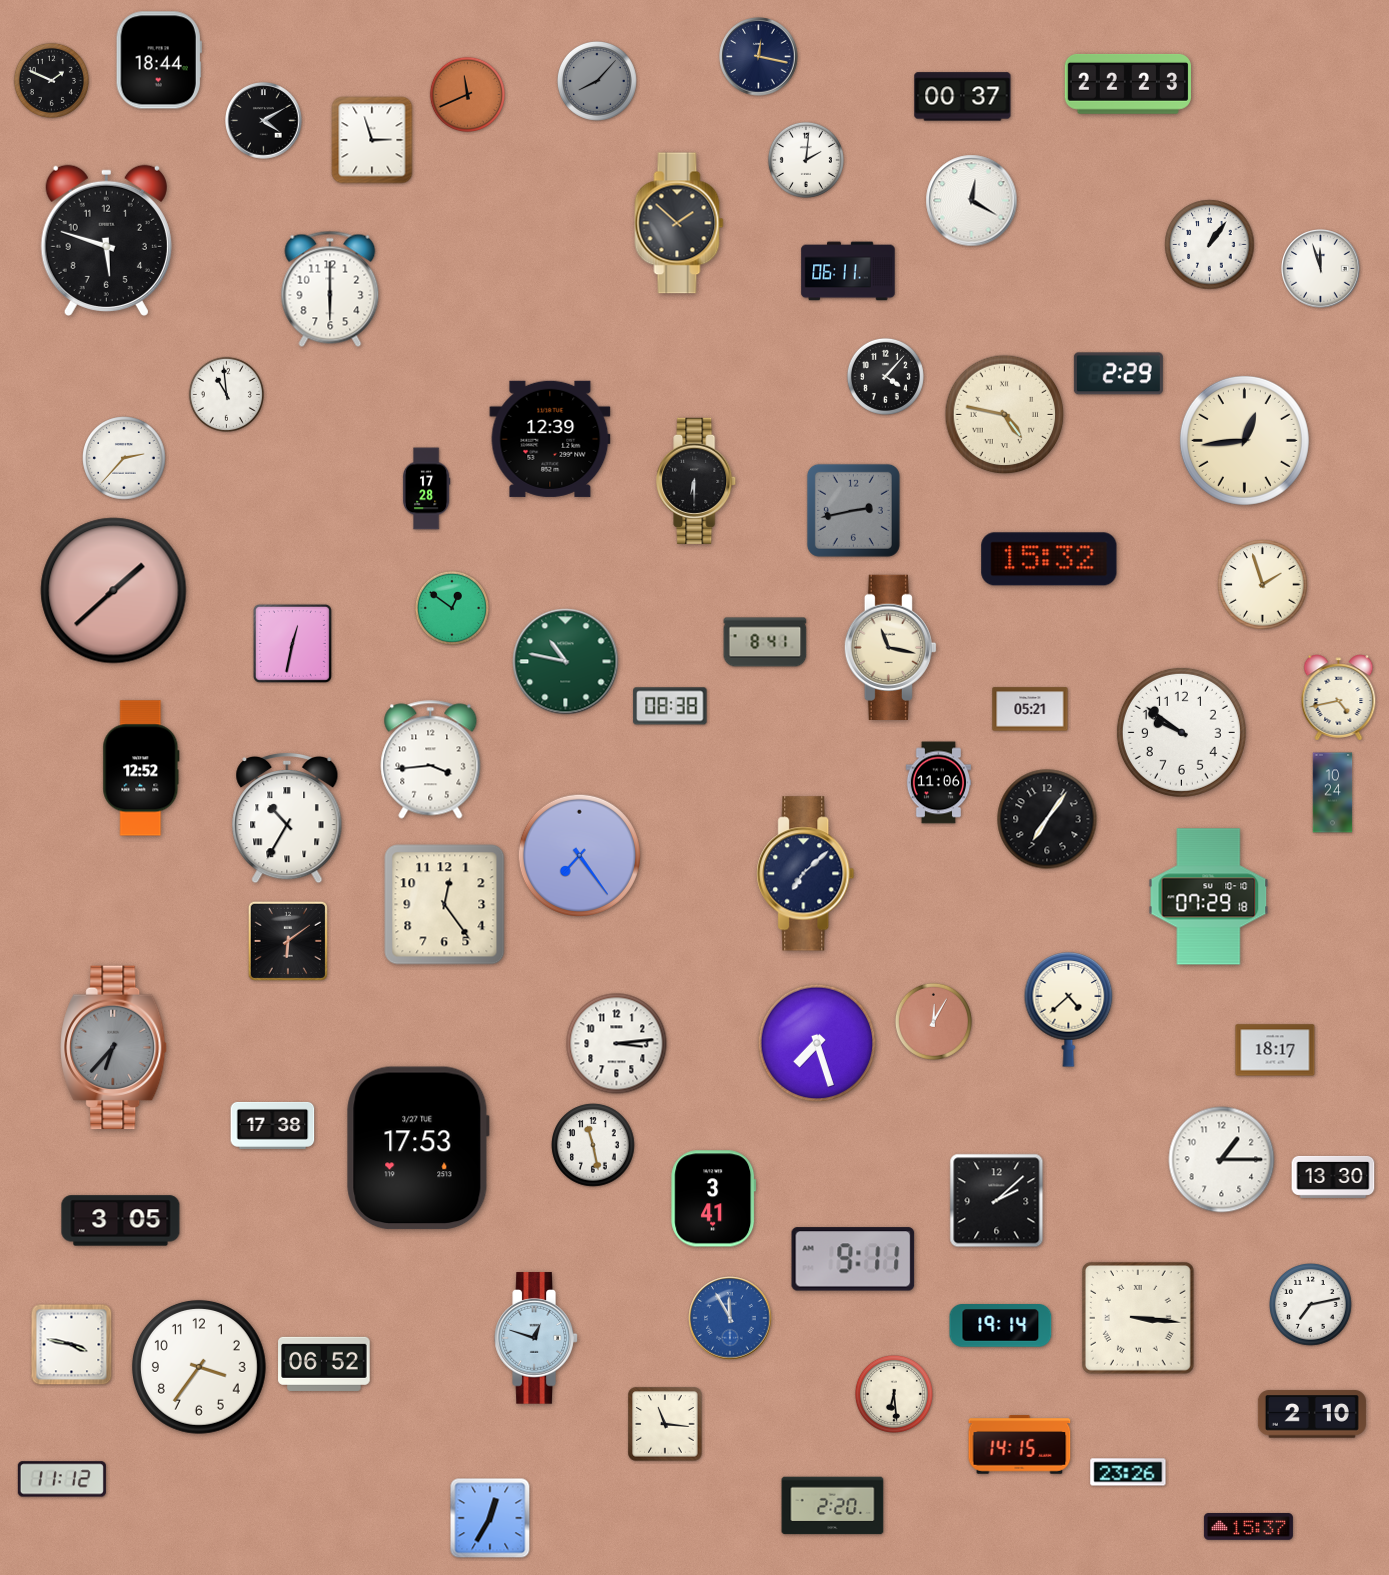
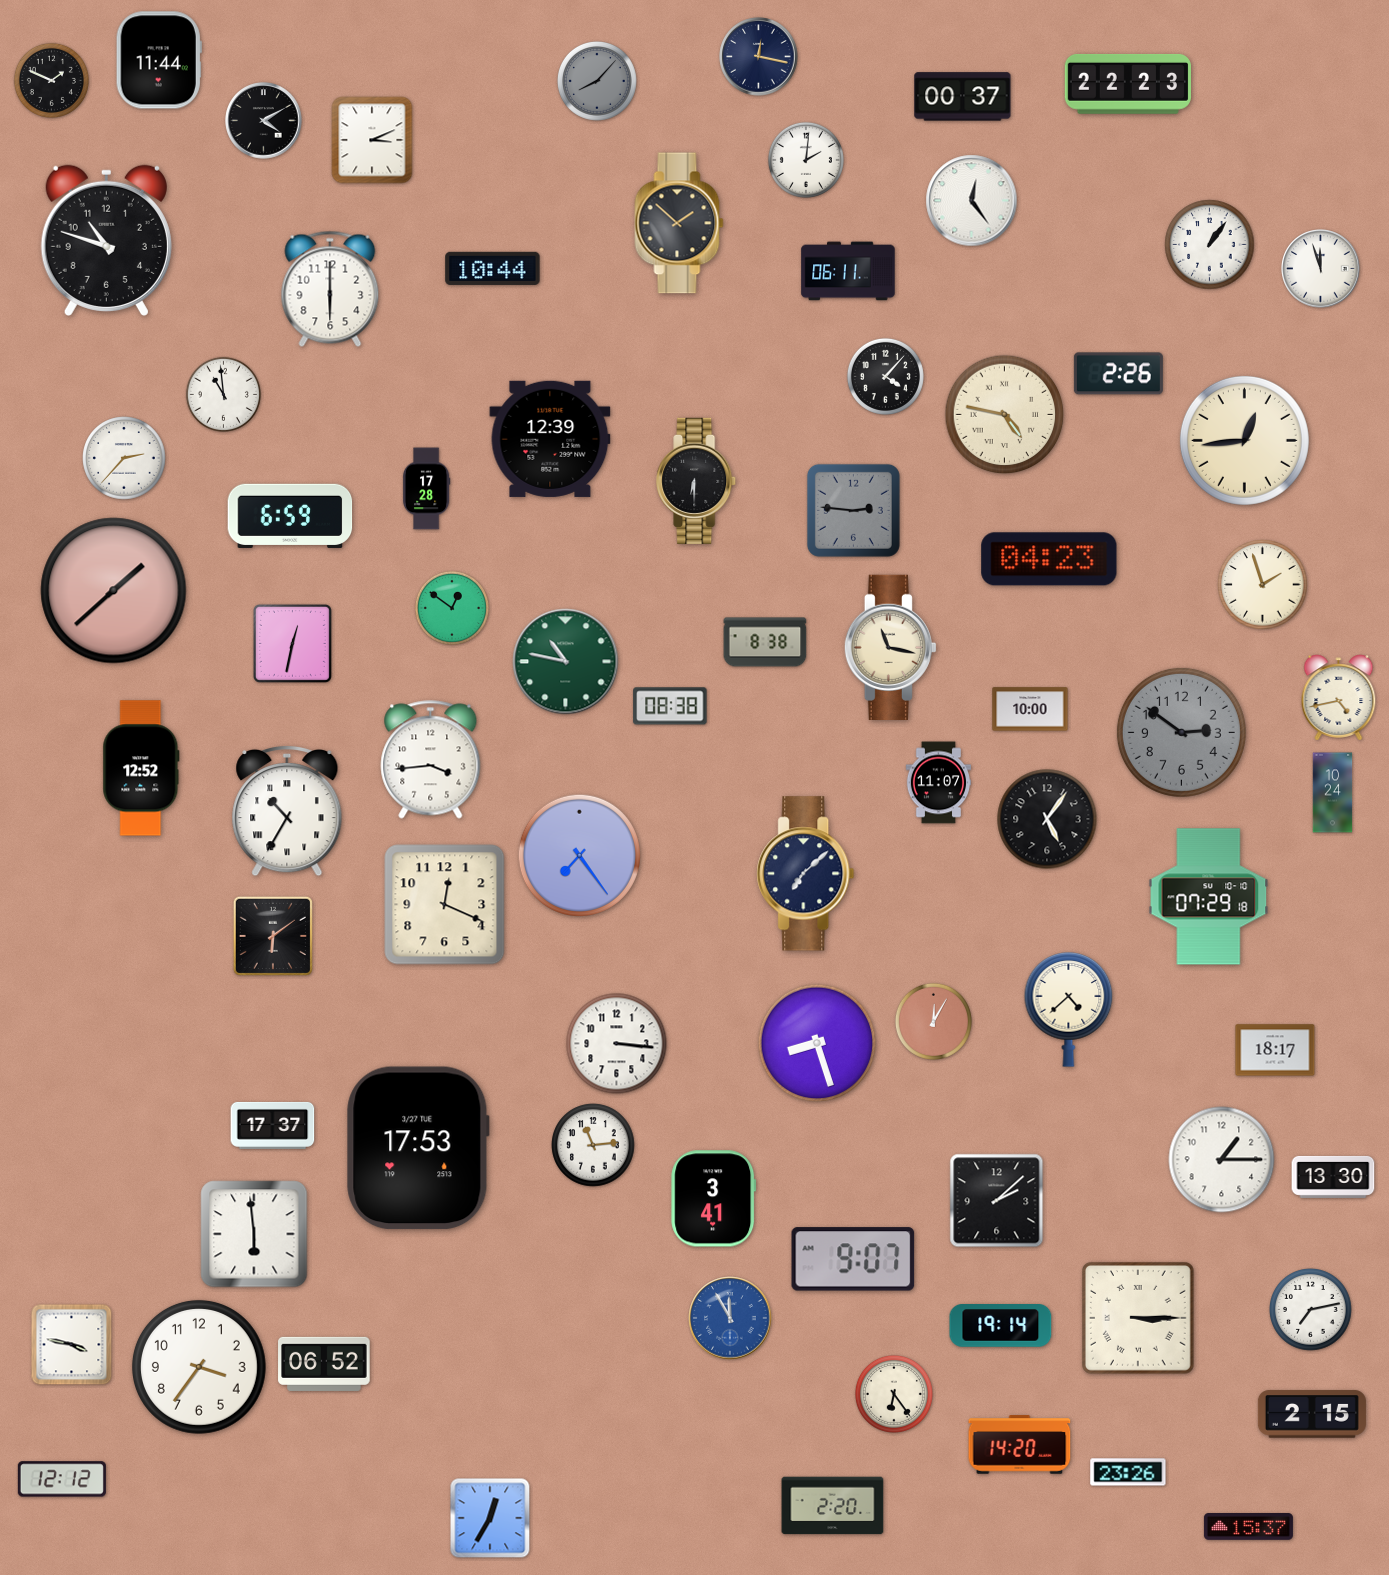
clock at (159, 60): 18:44 -> 11:44
clock at (467, 94): 11:41 -> none
clock at (372, 140): 2:57 -> 3:11
clock at (972, 201): 12:20 -> 12:24
clock at (106, 240): 5:48 -> 10:48
clock at (493, 268): none -> 10:44
clock at (1118, 374): 2:29 -> 2:26
clock at (226, 394) position: (226, 394) -> (223, 394)
clock at (853, 510): 2:43 -> 2:46
clock at (290, 516): none -> 6:59
clock at (1049, 559): 15:32 -> 04:23
clock at (765, 642): 8:41 -> 8:38
clock at (1030, 709): 05:21 -> 10:00
clock at (1181, 732): 9:51 -> 2:51
clock at (1181, 732) dial: white -> grey
clock at (938, 783): 11:06 -> 11:07
clock at (287, 818) position: (287, 818) -> (287, 811)
clock at (1047, 819): 7:06 -> 5:06
clock at (445, 905): 12:24 -> 12:19
clock at (288, 941) position: (288, 941) -> (273, 936)
clock at (817, 1043): 7:27 -> 8:27
clock at (617, 1044): 3:14 -> 3:16
clock at (114, 1048): 6:37 -> none
clock at (273, 1125): 17:38 -> 17:37
clock at (593, 1145): 11:28 -> 11:14
clock at (121, 1221): 3:05 -> none
clock at (254, 1234): none -> 5:59
clock at (853, 1259): 9:11 -> 9:07
clock at (1311, 1305) position: (1311, 1305) -> (1311, 1310)
clock at (1138, 1318): 3:16 -> 3:15
clock at (536, 1338): 12:48 -> none
clock at (894, 1394): 6:29 -> 6:24
clock at (1312, 1414): 2:10 -> 2:15
clock at (665, 1424): 11:16 -> none
clock at (1020, 1445): 14:15 -> 14:20
clock at (62, 1479): 11:12 -> 12:12
